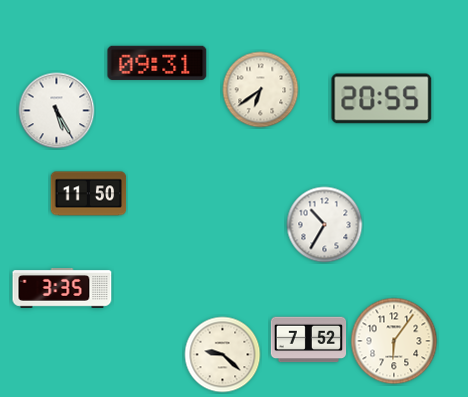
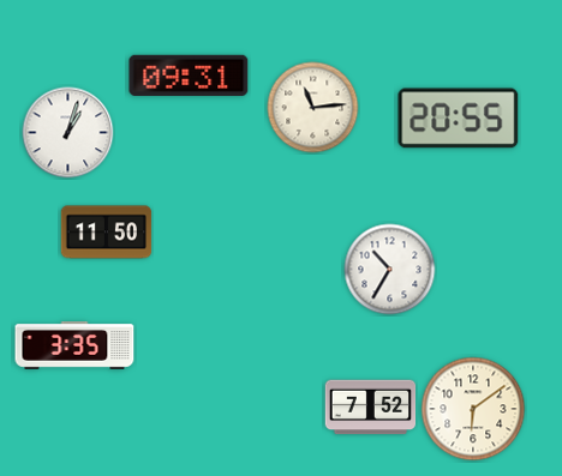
clock at (261, 90): 6:39 -> 11:14
clock at (57, 111): 5:25 -> 1:03
clock at (394, 341): 6:06 -> 6:09
clock at (223, 355): 9:22 -> none
